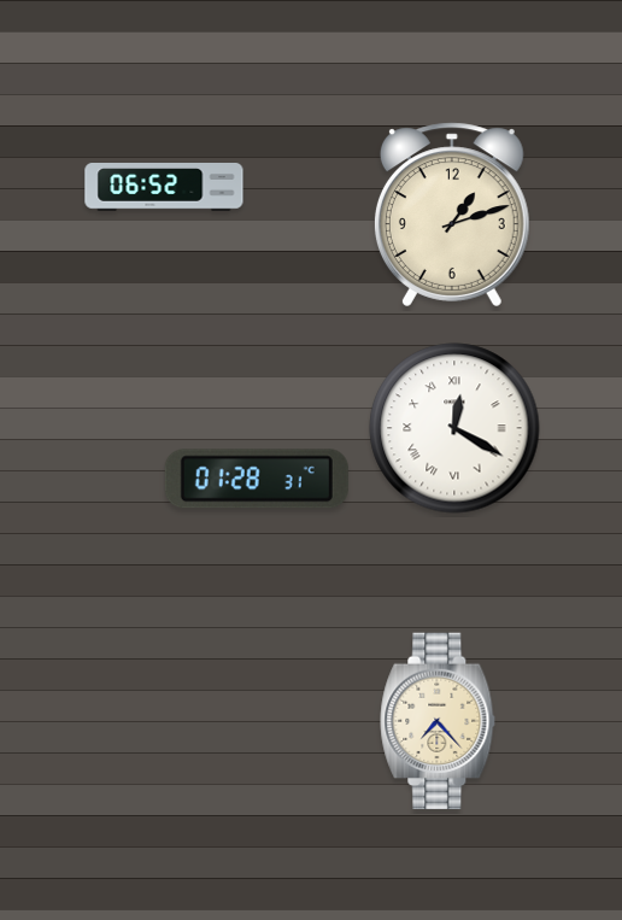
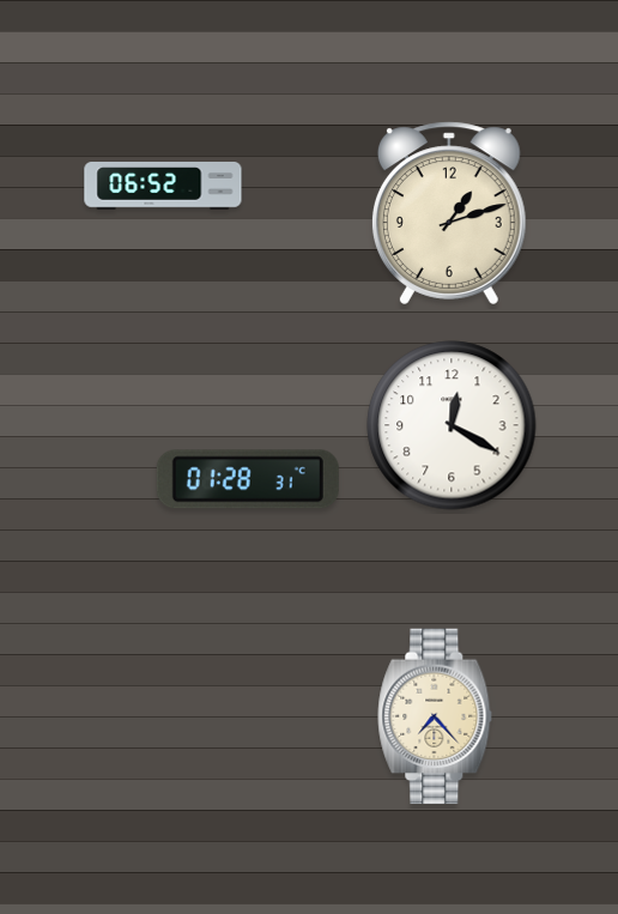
clock at (454, 428) numerals: Roman -> Arabic
clock at (257, 479) position: (257, 479) -> (248, 479)
